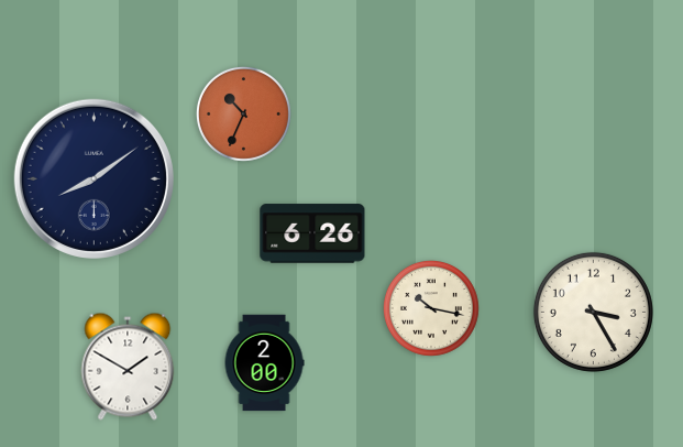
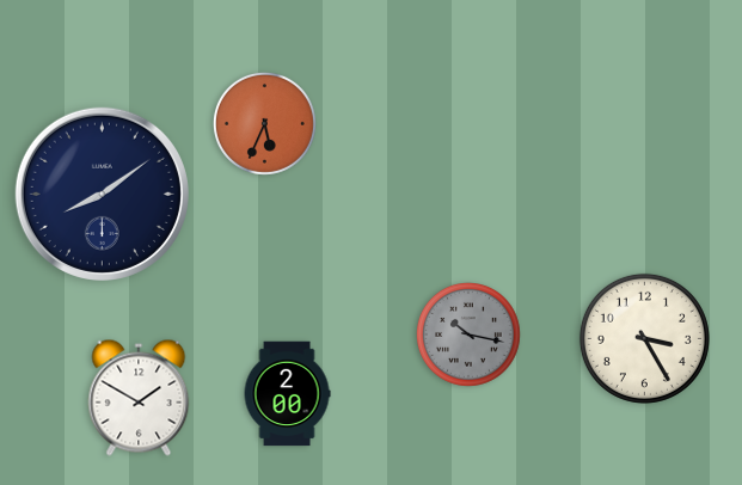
clock at (243, 113): 10:34 -> 5:34
clock at (312, 233): 6:26 -> none
clock at (432, 309) dial: cream -> grey
